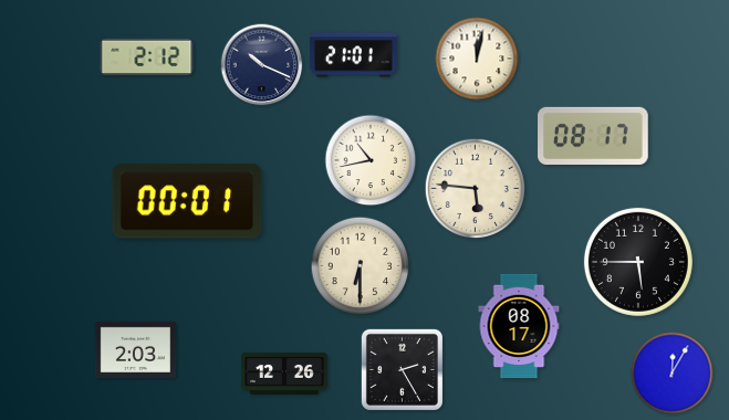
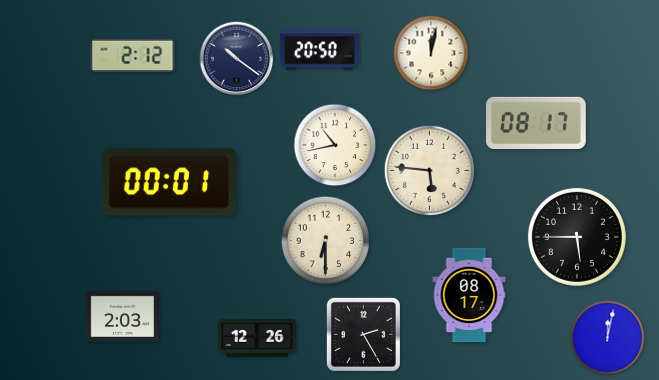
clock at (354, 55): 21:01 -> 20:50
clock at (147, 57) position: (147, 57) -> (133, 56)
clock at (262, 65): 10:19 -> 10:21
clock at (673, 374): 12:05 -> 12:02
